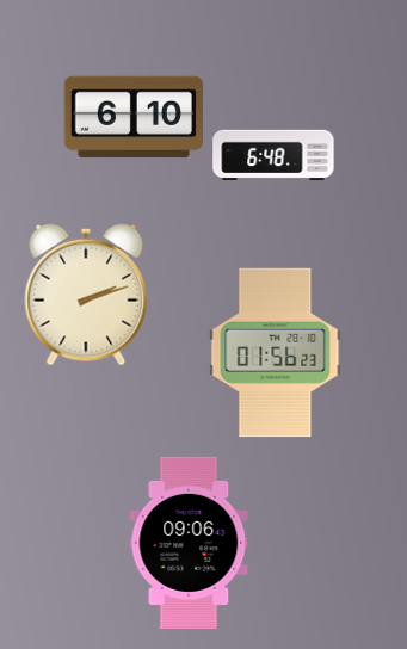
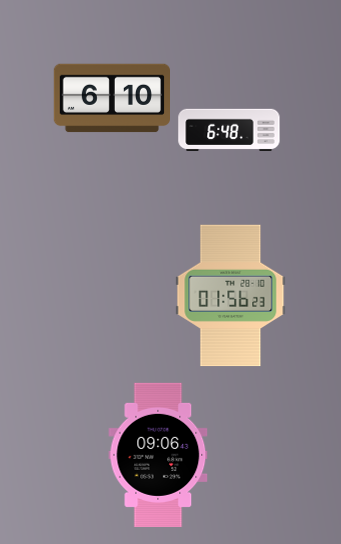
clock at (86, 295): 2:12 -> none
